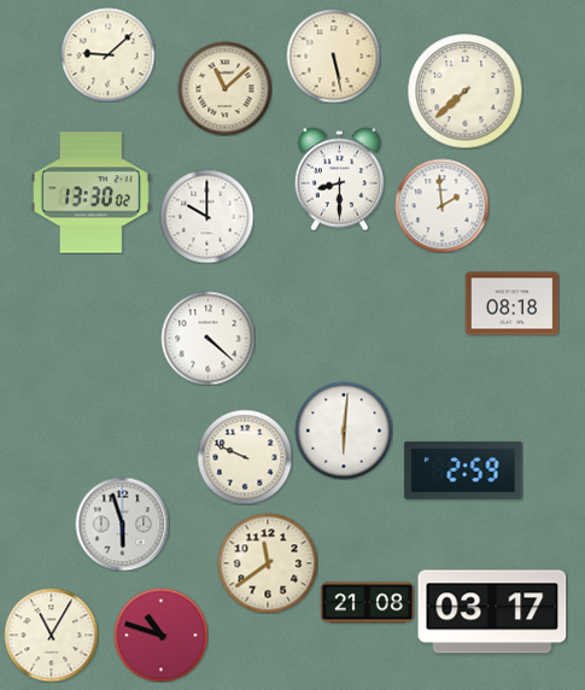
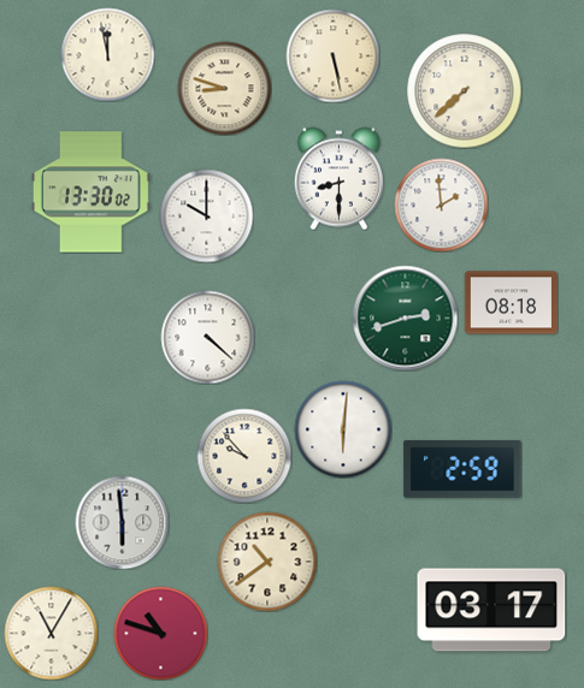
clock at (107, 54): 9:08 -> 11:58
clock at (224, 88): 11:08 -> 8:48
clock at (405, 318): none -> 2:42
clock at (245, 457): 9:49 -> 9:53
clock at (122, 524): 5:57 -> 5:59
clock at (268, 563): 11:39 -> 10:39
clock at (367, 603): 21:08 -> none
